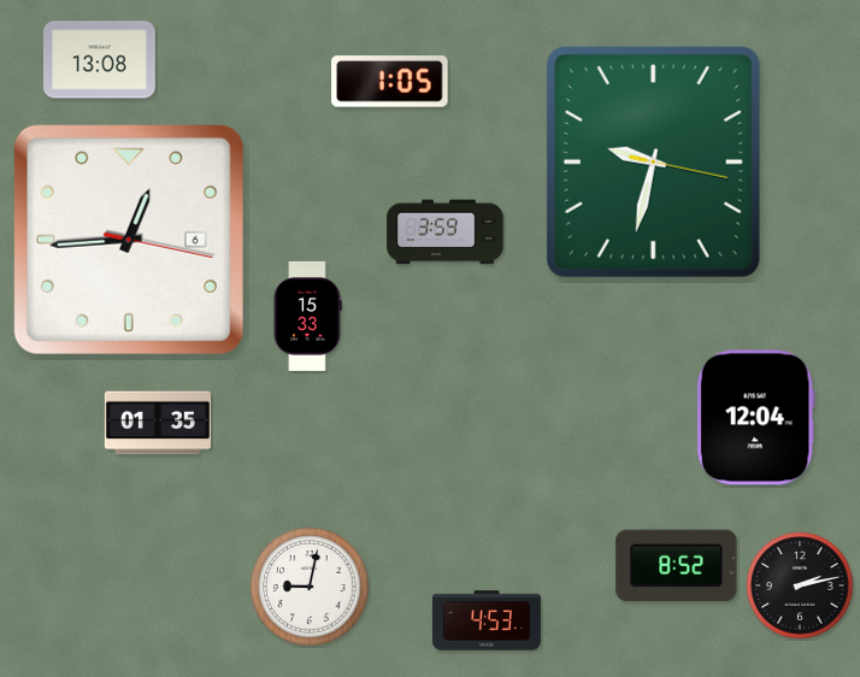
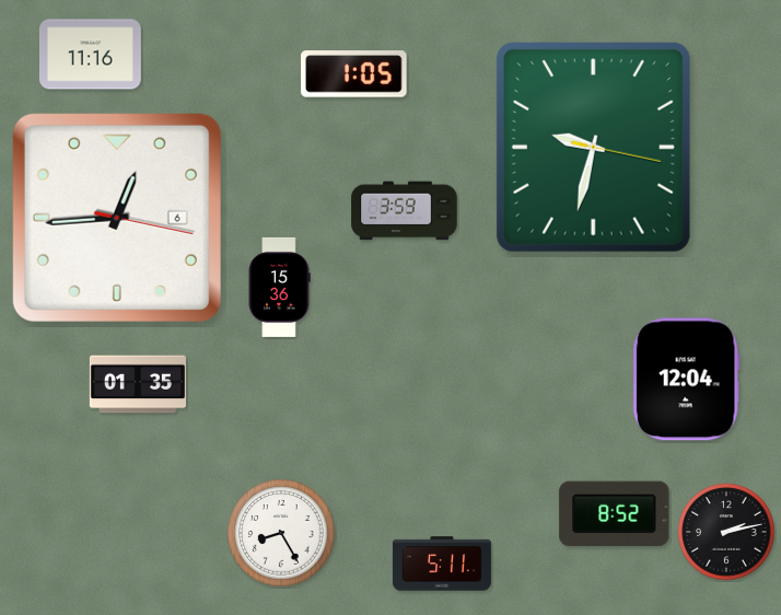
clock at (99, 60): 13:08 -> 11:16
clock at (307, 316): 15:33 -> 15:36
clock at (158, 423) position: (158, 423) -> (138, 384)
clock at (310, 587): 9:02 -> 8:25
clock at (487, 620): 4:53 -> 5:11
